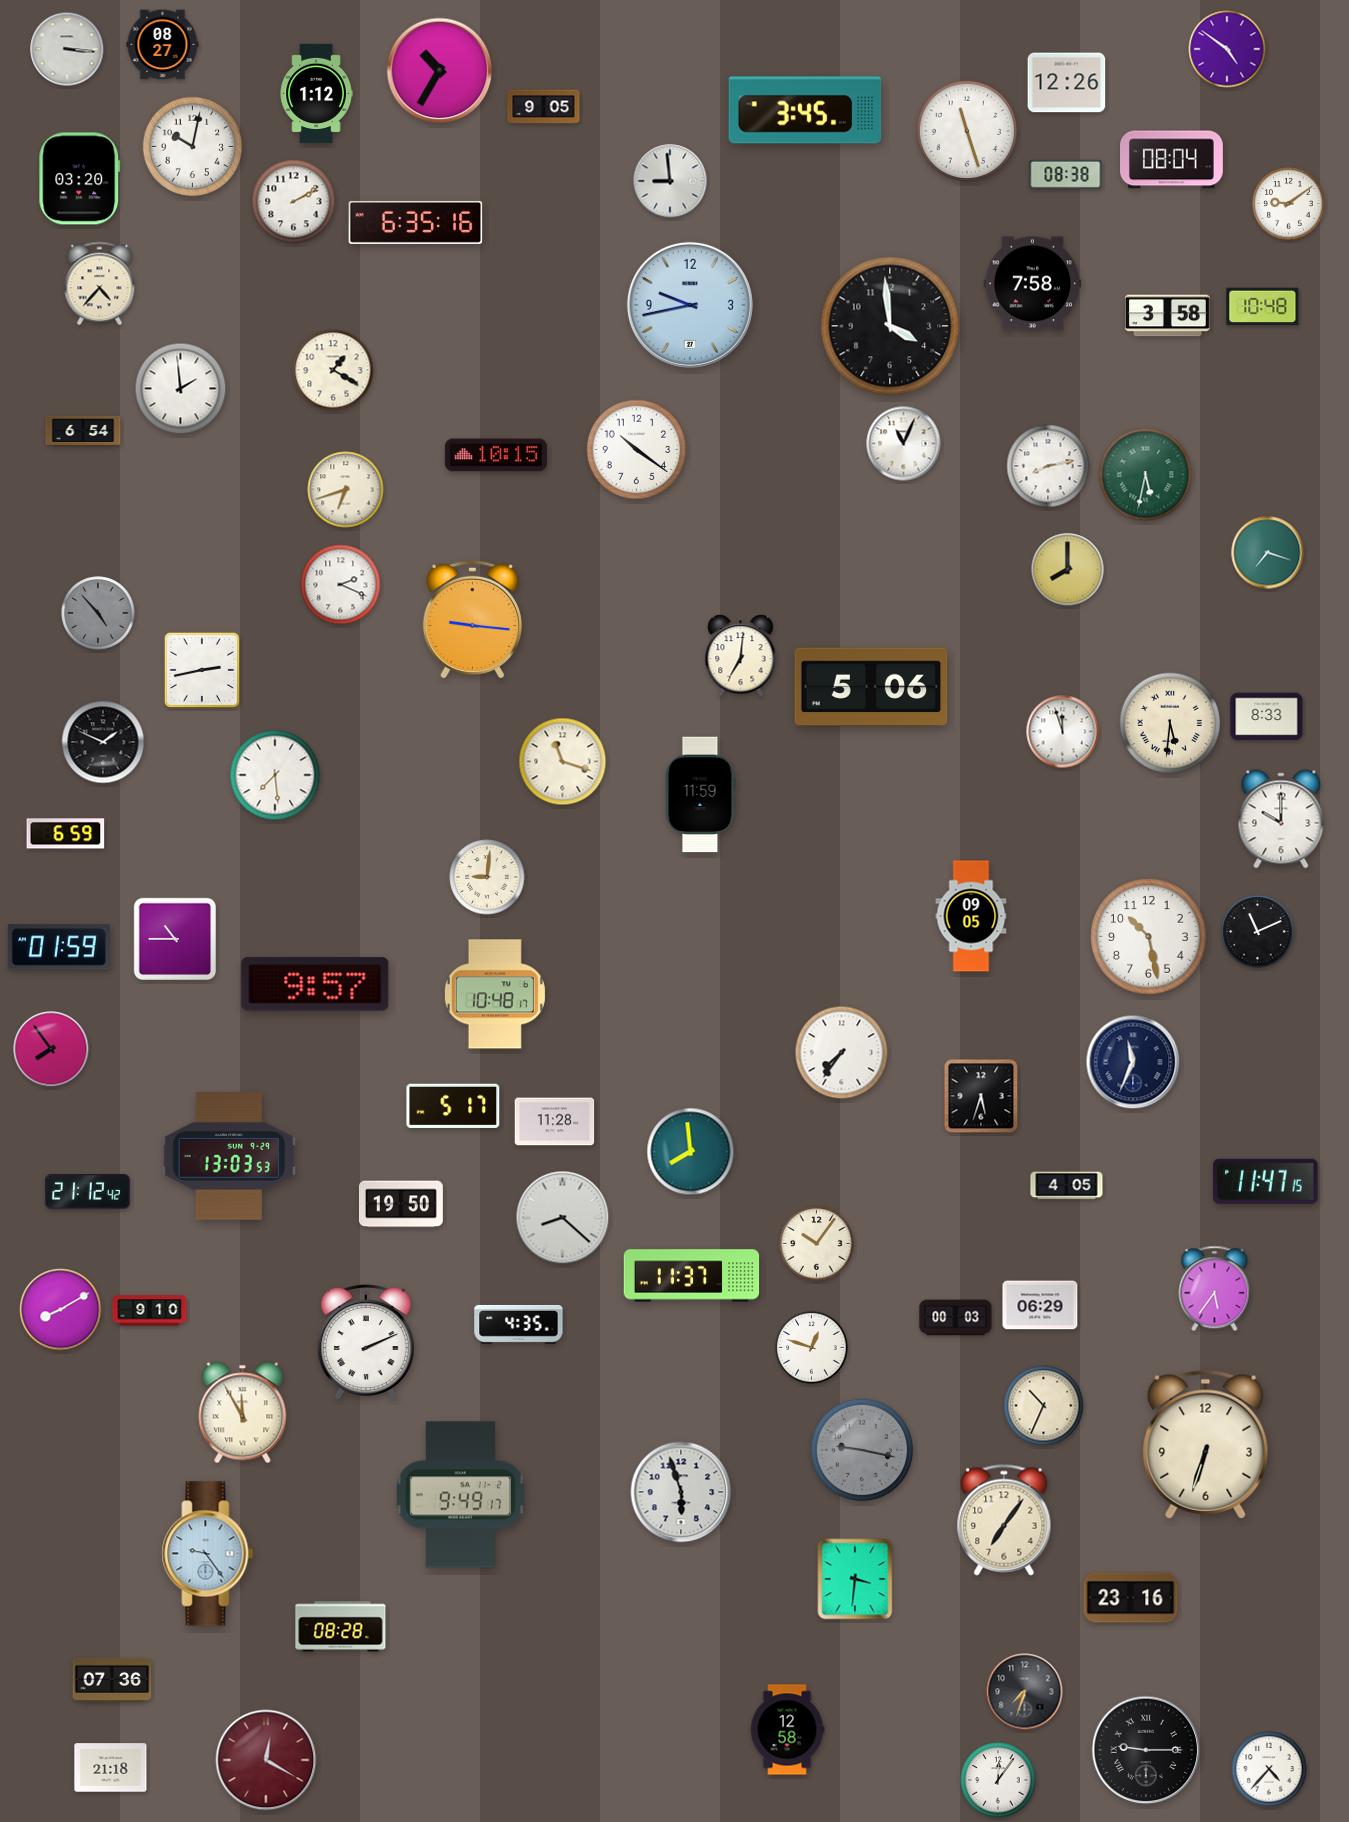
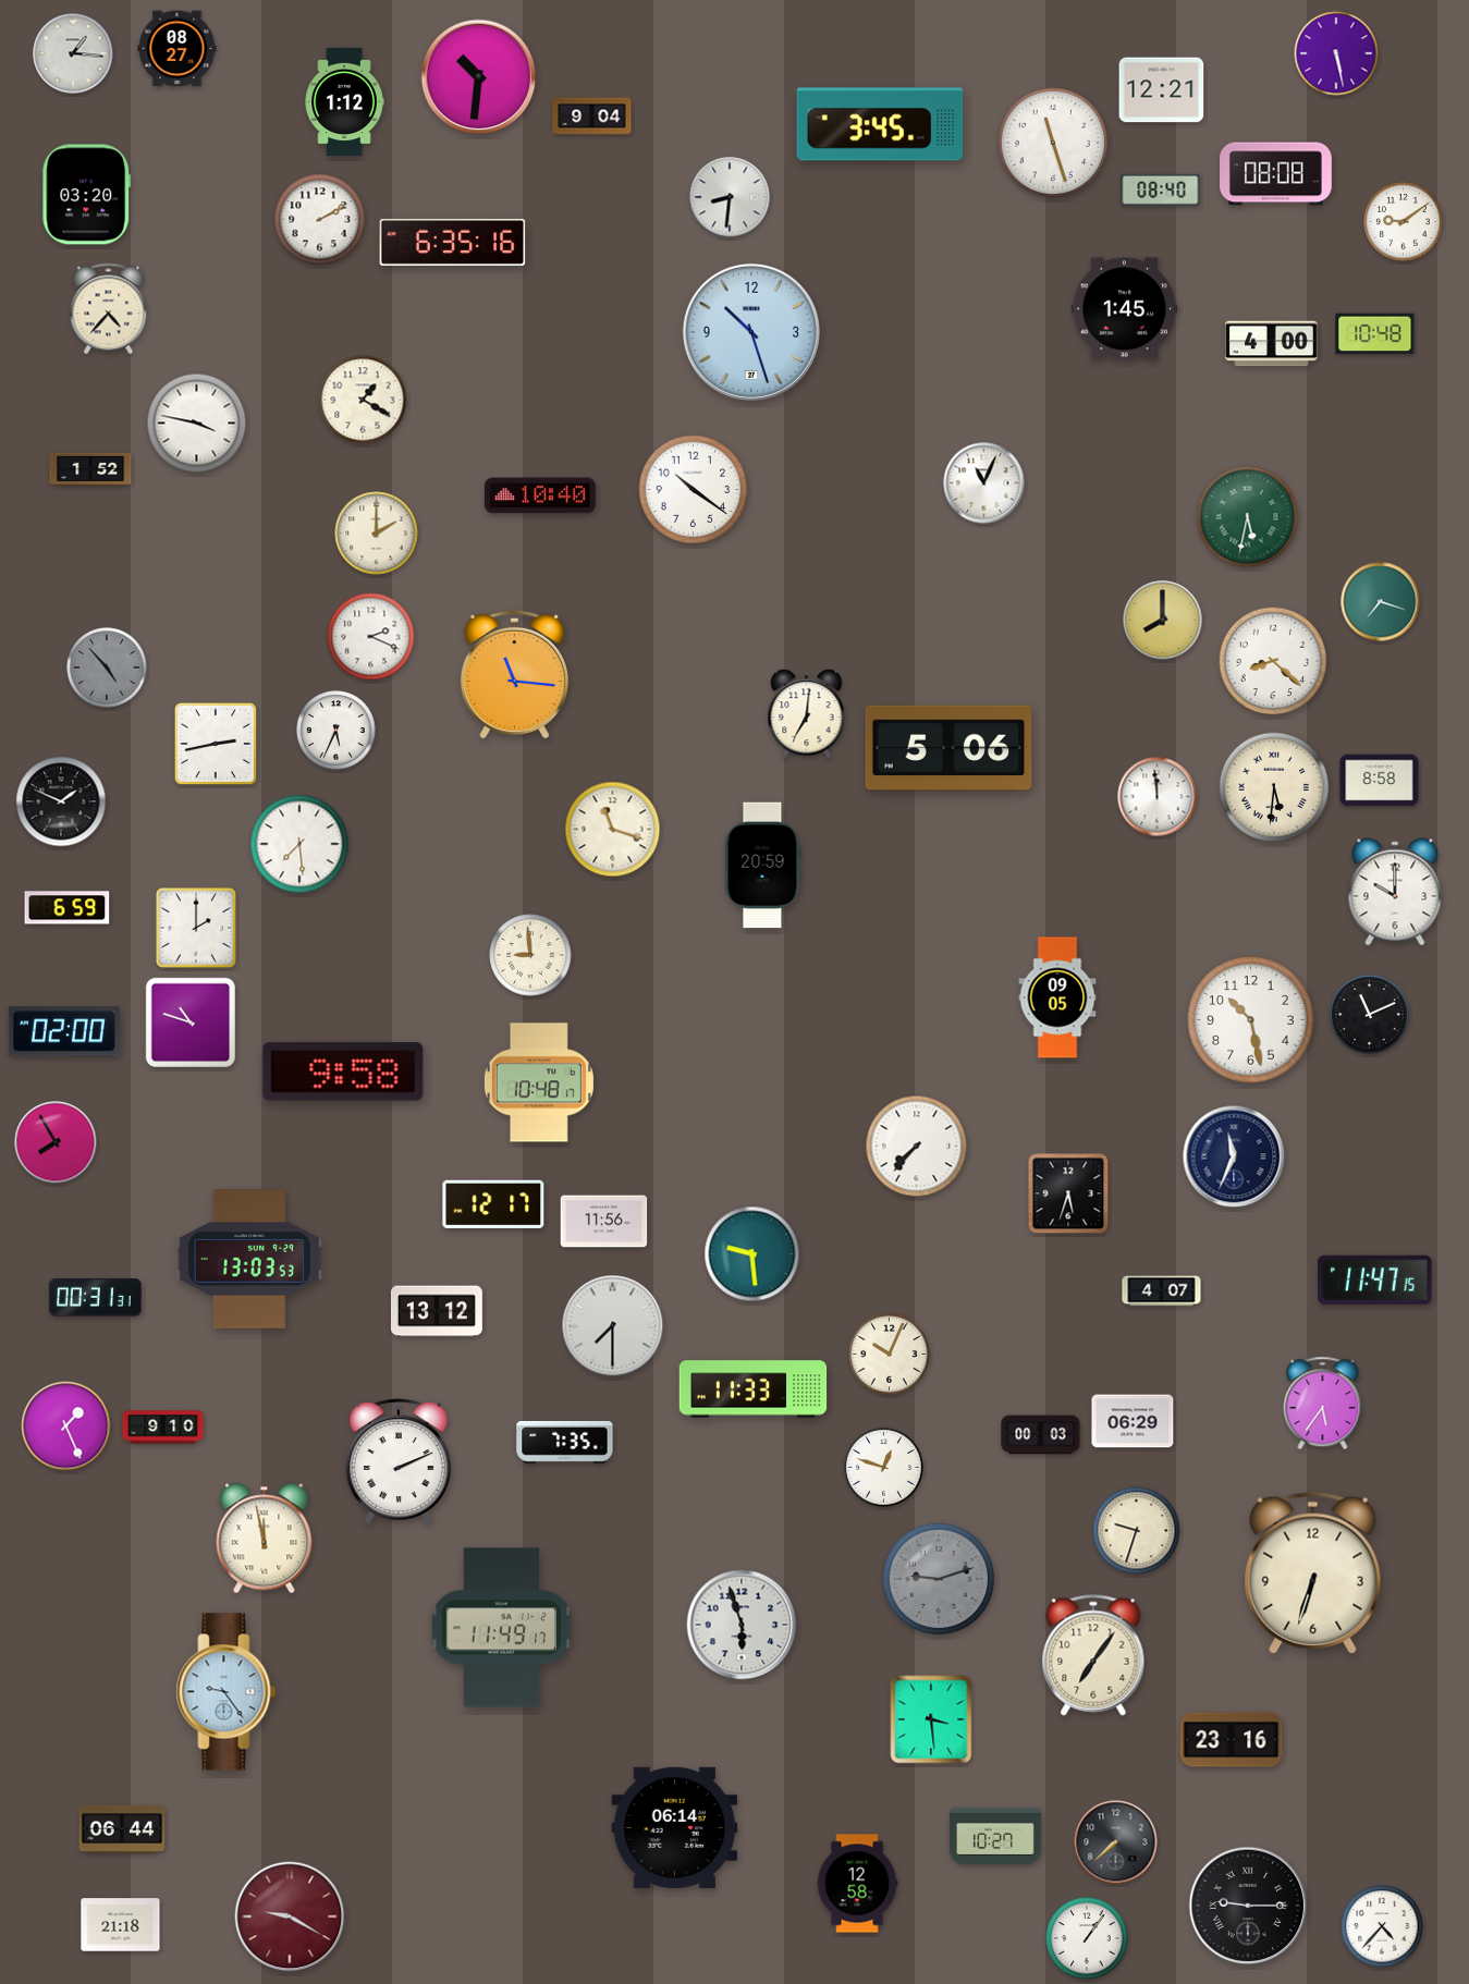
clock at (67, 49): 3:16 -> 1:16
clock at (1227, 49): 4:51 -> 5:28
clock at (440, 71): 10:35 -> 10:31
clock at (1067, 83): 12:26 -> 12:21
clock at (544, 107): 9:05 -> 9:04
clock at (805, 110) position: (805, 110) -> (880, 124)
clock at (193, 147): 10:02 -> none
clock at (1172, 160): 08:04 -> 08:08
clock at (1066, 174): 08:38 -> 08:40
clock at (670, 181): 8:59 -> 8:31
clock at (1033, 284): 7:58 -> 1:45
clock at (690, 305): 9:43 -> 10:27
clock at (1168, 316): 3:58 -> 4:00
clock at (890, 326): 3:59 -> none
clock at (333, 370) position: (333, 370) -> (363, 400)
clock at (181, 389): 1:59 -> 3:47
clock at (83, 430): 6:54 -> 1:52
clock at (496, 455): 10:15 -> 10:40
clock at (1048, 466): 8:13 -> none
clock at (346, 490): 6:42 -> 2:00
clock at (1273, 661): none -> 8:22
clock at (472, 619): 9:16 -> 11:16
clock at (202, 670) position: (202, 670) -> (216, 744)
clock at (336, 731): none -> 5:34
clock at (1267, 717): 8:33 -> 8:58
clock at (1063, 732): 11:57 -> 11:59
clock at (103, 742) position: (103, 742) -> (61, 801)
clock at (700, 795): 11:59 -> 20:59
clock at (66, 834) position: (66, 834) -> (68, 908)
clock at (196, 928): none -> 2:00
clock at (487, 877): 9:01 -> 8:59
clock at (174, 938): 10:45 -> 10:48
clock at (59, 947): 01:59 -> 02:00
clock at (315, 984): 9:57 -> 9:58
clock at (51, 1049): 7:54 -> 7:55
clock at (842, 1053): 7:36 -> 7:37
clock at (453, 1106): 5:17 -> 12:17
clock at (555, 1122): 11:28 -> 11:56
clock at (691, 1152): 7:59 -> 9:29
clock at (1266, 1181) position: (1266, 1181) -> (1375, 1279)
clock at (1067, 1186): 4:05 -> 4:07
clock at (88, 1192): 21:12 -> 00:31
clock at (401, 1204): 19:50 -> 13:12
clock at (563, 1218): 8:22 -> 7:30
clock at (817, 1244): 10:06 -> 10:04
clock at (692, 1276): 11:37 -> 11:33
clock at (61, 1310): 8:10 -> 1:26
clock at (519, 1324): 4:35 -> 7:35
clock at (1044, 1406): 10:34 -> 9:33
clock at (243, 1413): 11:55 -> 11:58
clock at (862, 1450): 9:17 -> 9:12
clock at (460, 1495): 9:49 -> 11:49
clock at (855, 1579): 3:31 -> 3:29
clock at (341, 1627): 08:28 -> none
clock at (675, 1827): none -> 06:14
clock at (112, 1680): 07:36 -> 06:44
clock at (995, 1836): none -> 10:27
clock at (1025, 1692): 7:33 -> 7:38
clock at (266, 1760): 12:20 -> 9:20
clock at (998, 1780): 12:06 -> 1:06
